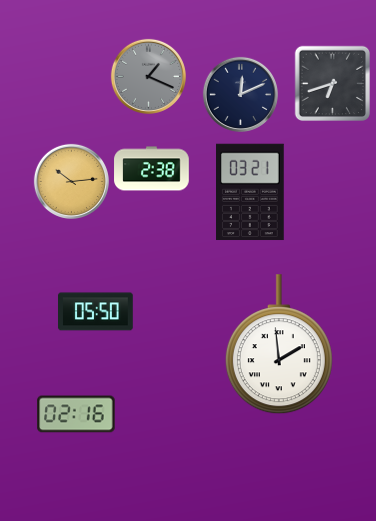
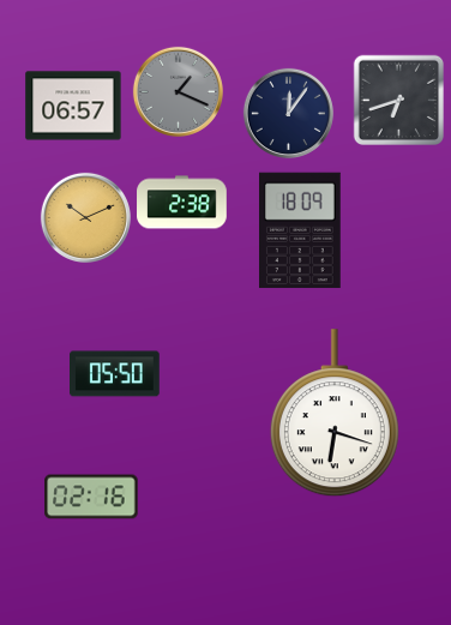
clock at (73, 106): none -> 06:57
clock at (240, 94): 12:11 -> 12:06
clock at (71, 181): 10:14 -> 10:11
clock at (251, 192): 03:21 -> 18:09
clock at (279, 345): 1:59 -> 6:18
